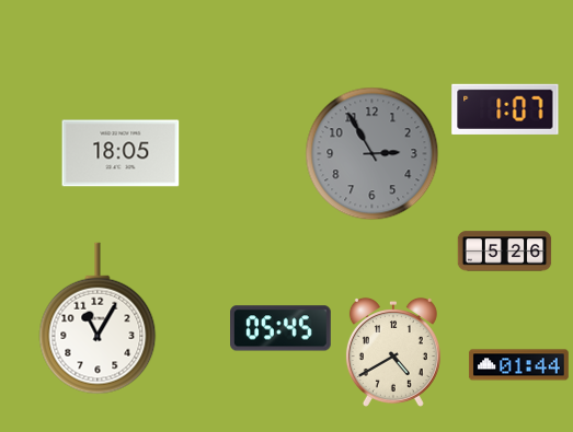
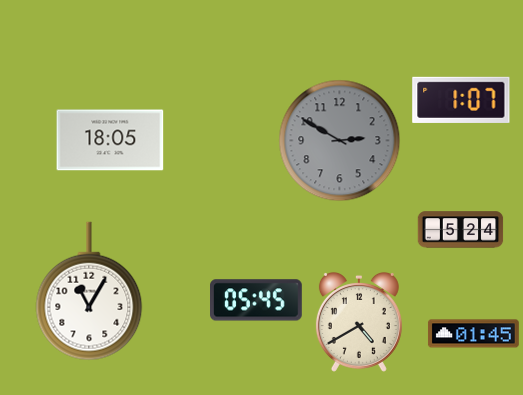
clock at (373, 154): 2:55 -> 2:50
clock at (505, 252): 5:26 -> 5:24
clock at (518, 365): 01:44 -> 01:45
